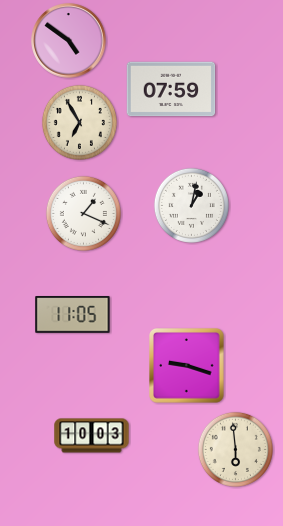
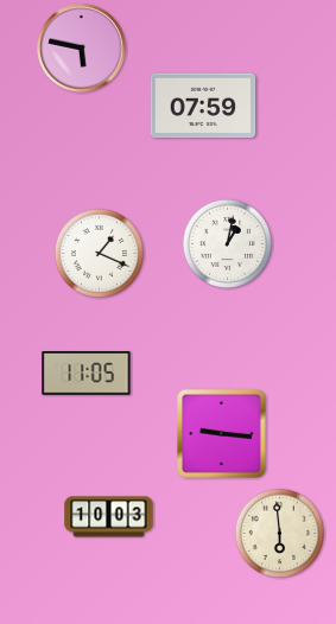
clock at (69, 41): 4:51 -> 5:47
clock at (79, 122): 6:55 -> none
clock at (187, 366): 9:18 -> 9:16
